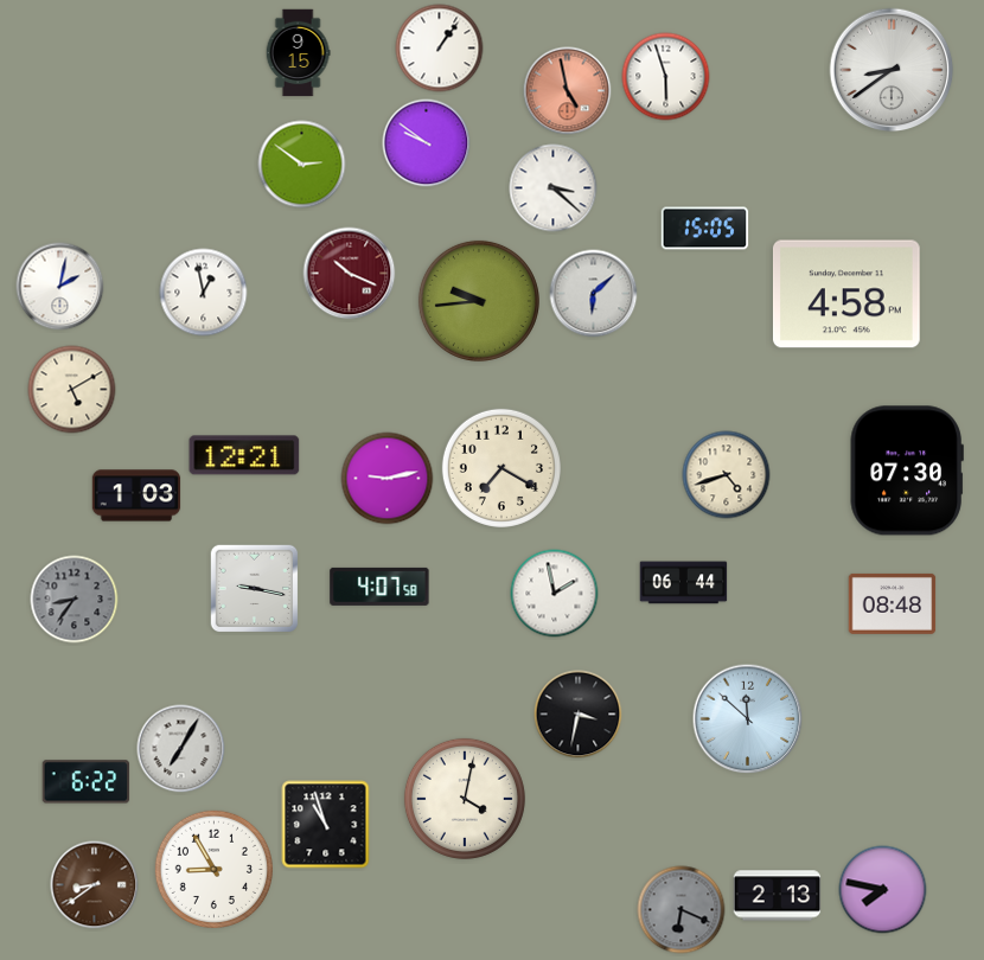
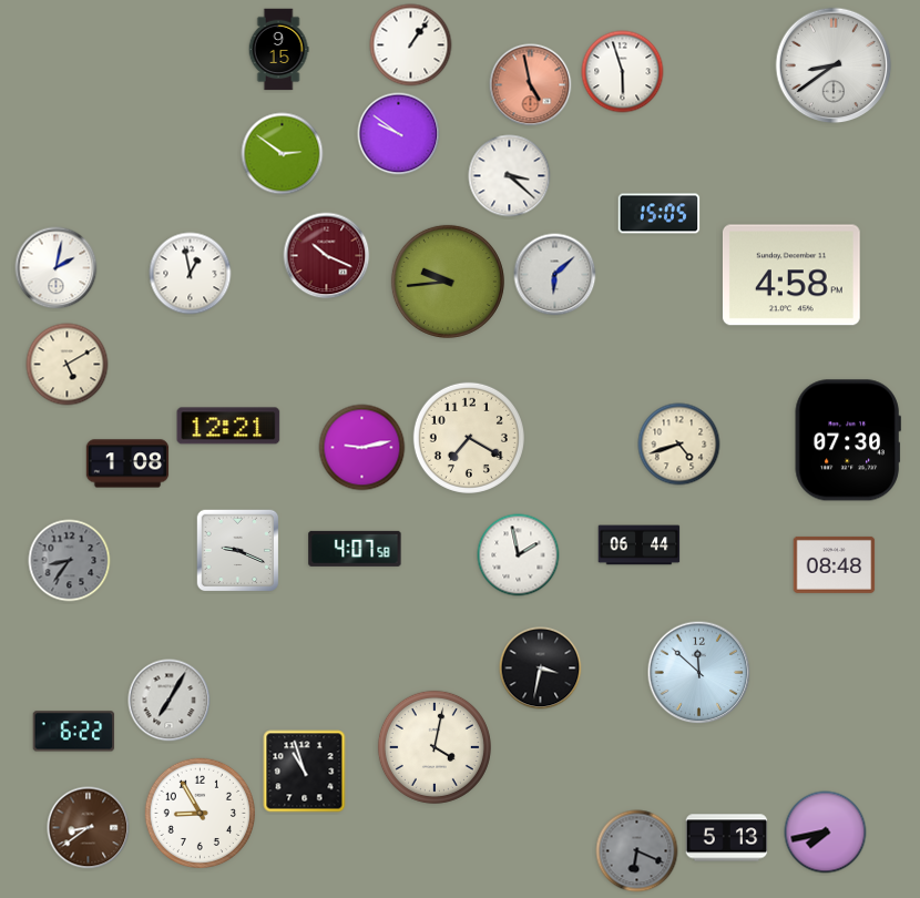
clock at (554, 188) position: (554, 188) -> (510, 176)
clock at (136, 495): 1:03 -> 1:08
clock at (255, 589): 9:17 -> 9:19
clock at (87, 782) position: (87, 782) -> (74, 732)
clock at (883, 890): 7:47 -> 7:43
clock at (778, 896): 2:13 -> 5:13
